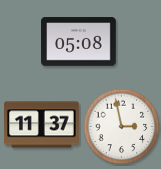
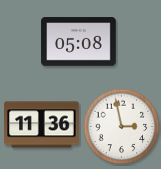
clock at (42, 125): 11:37 -> 11:36
